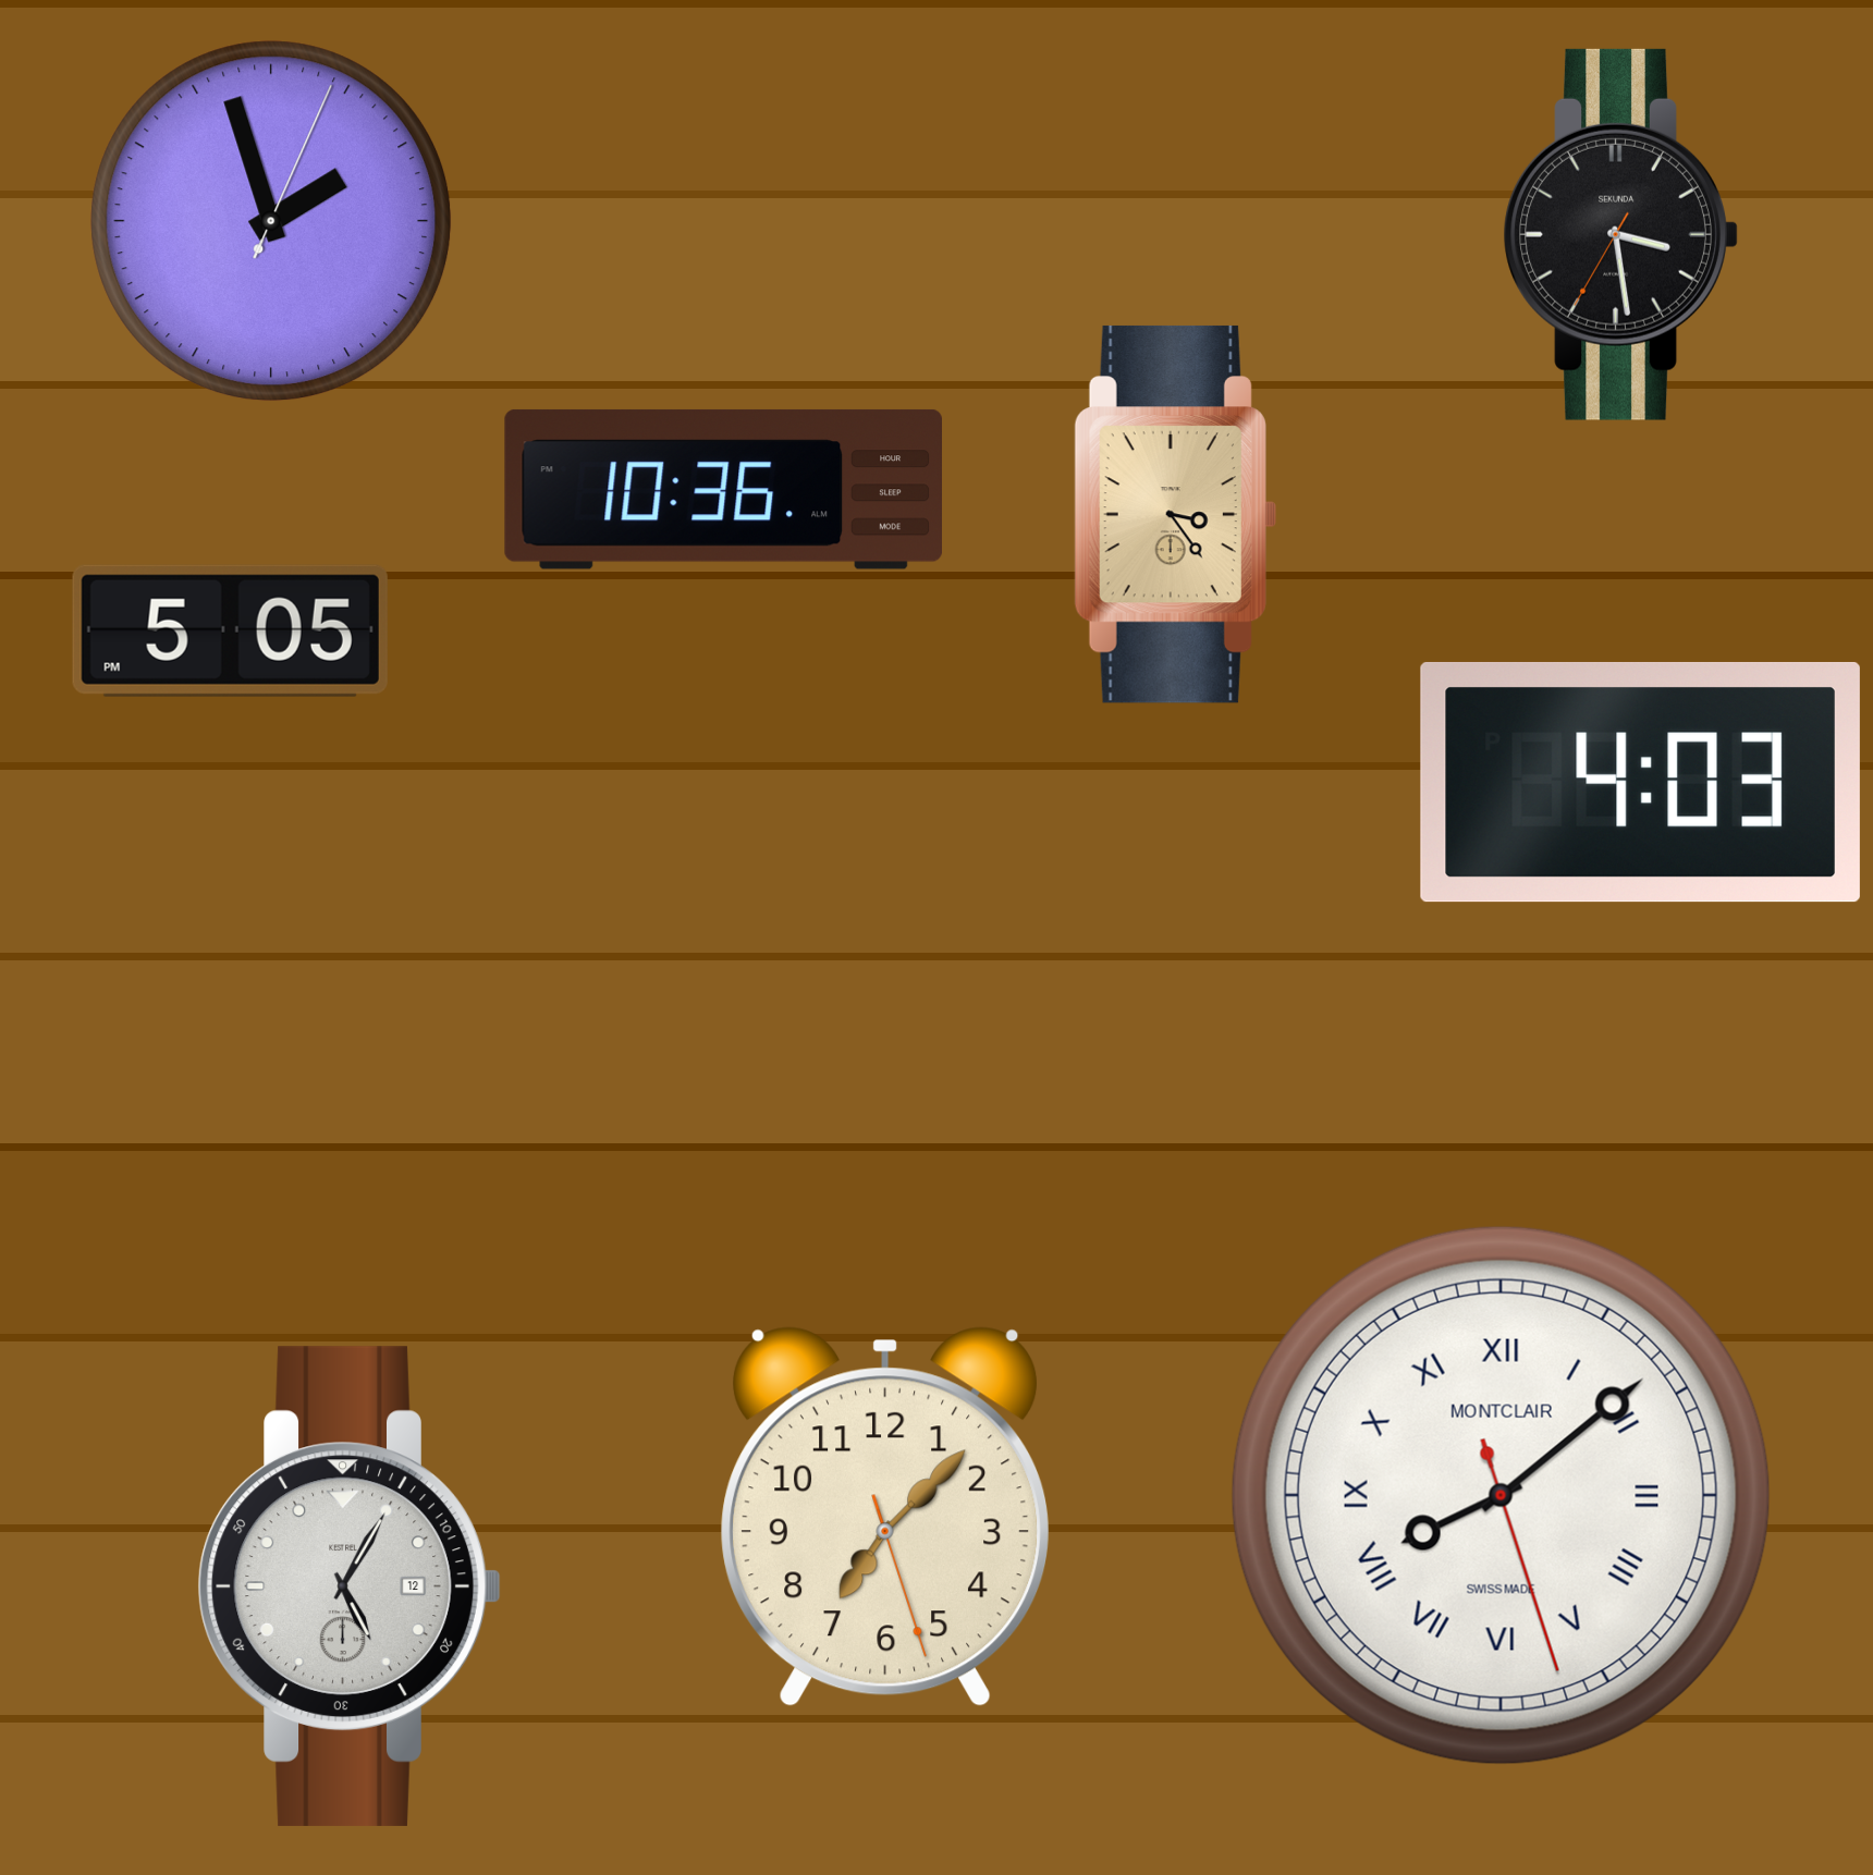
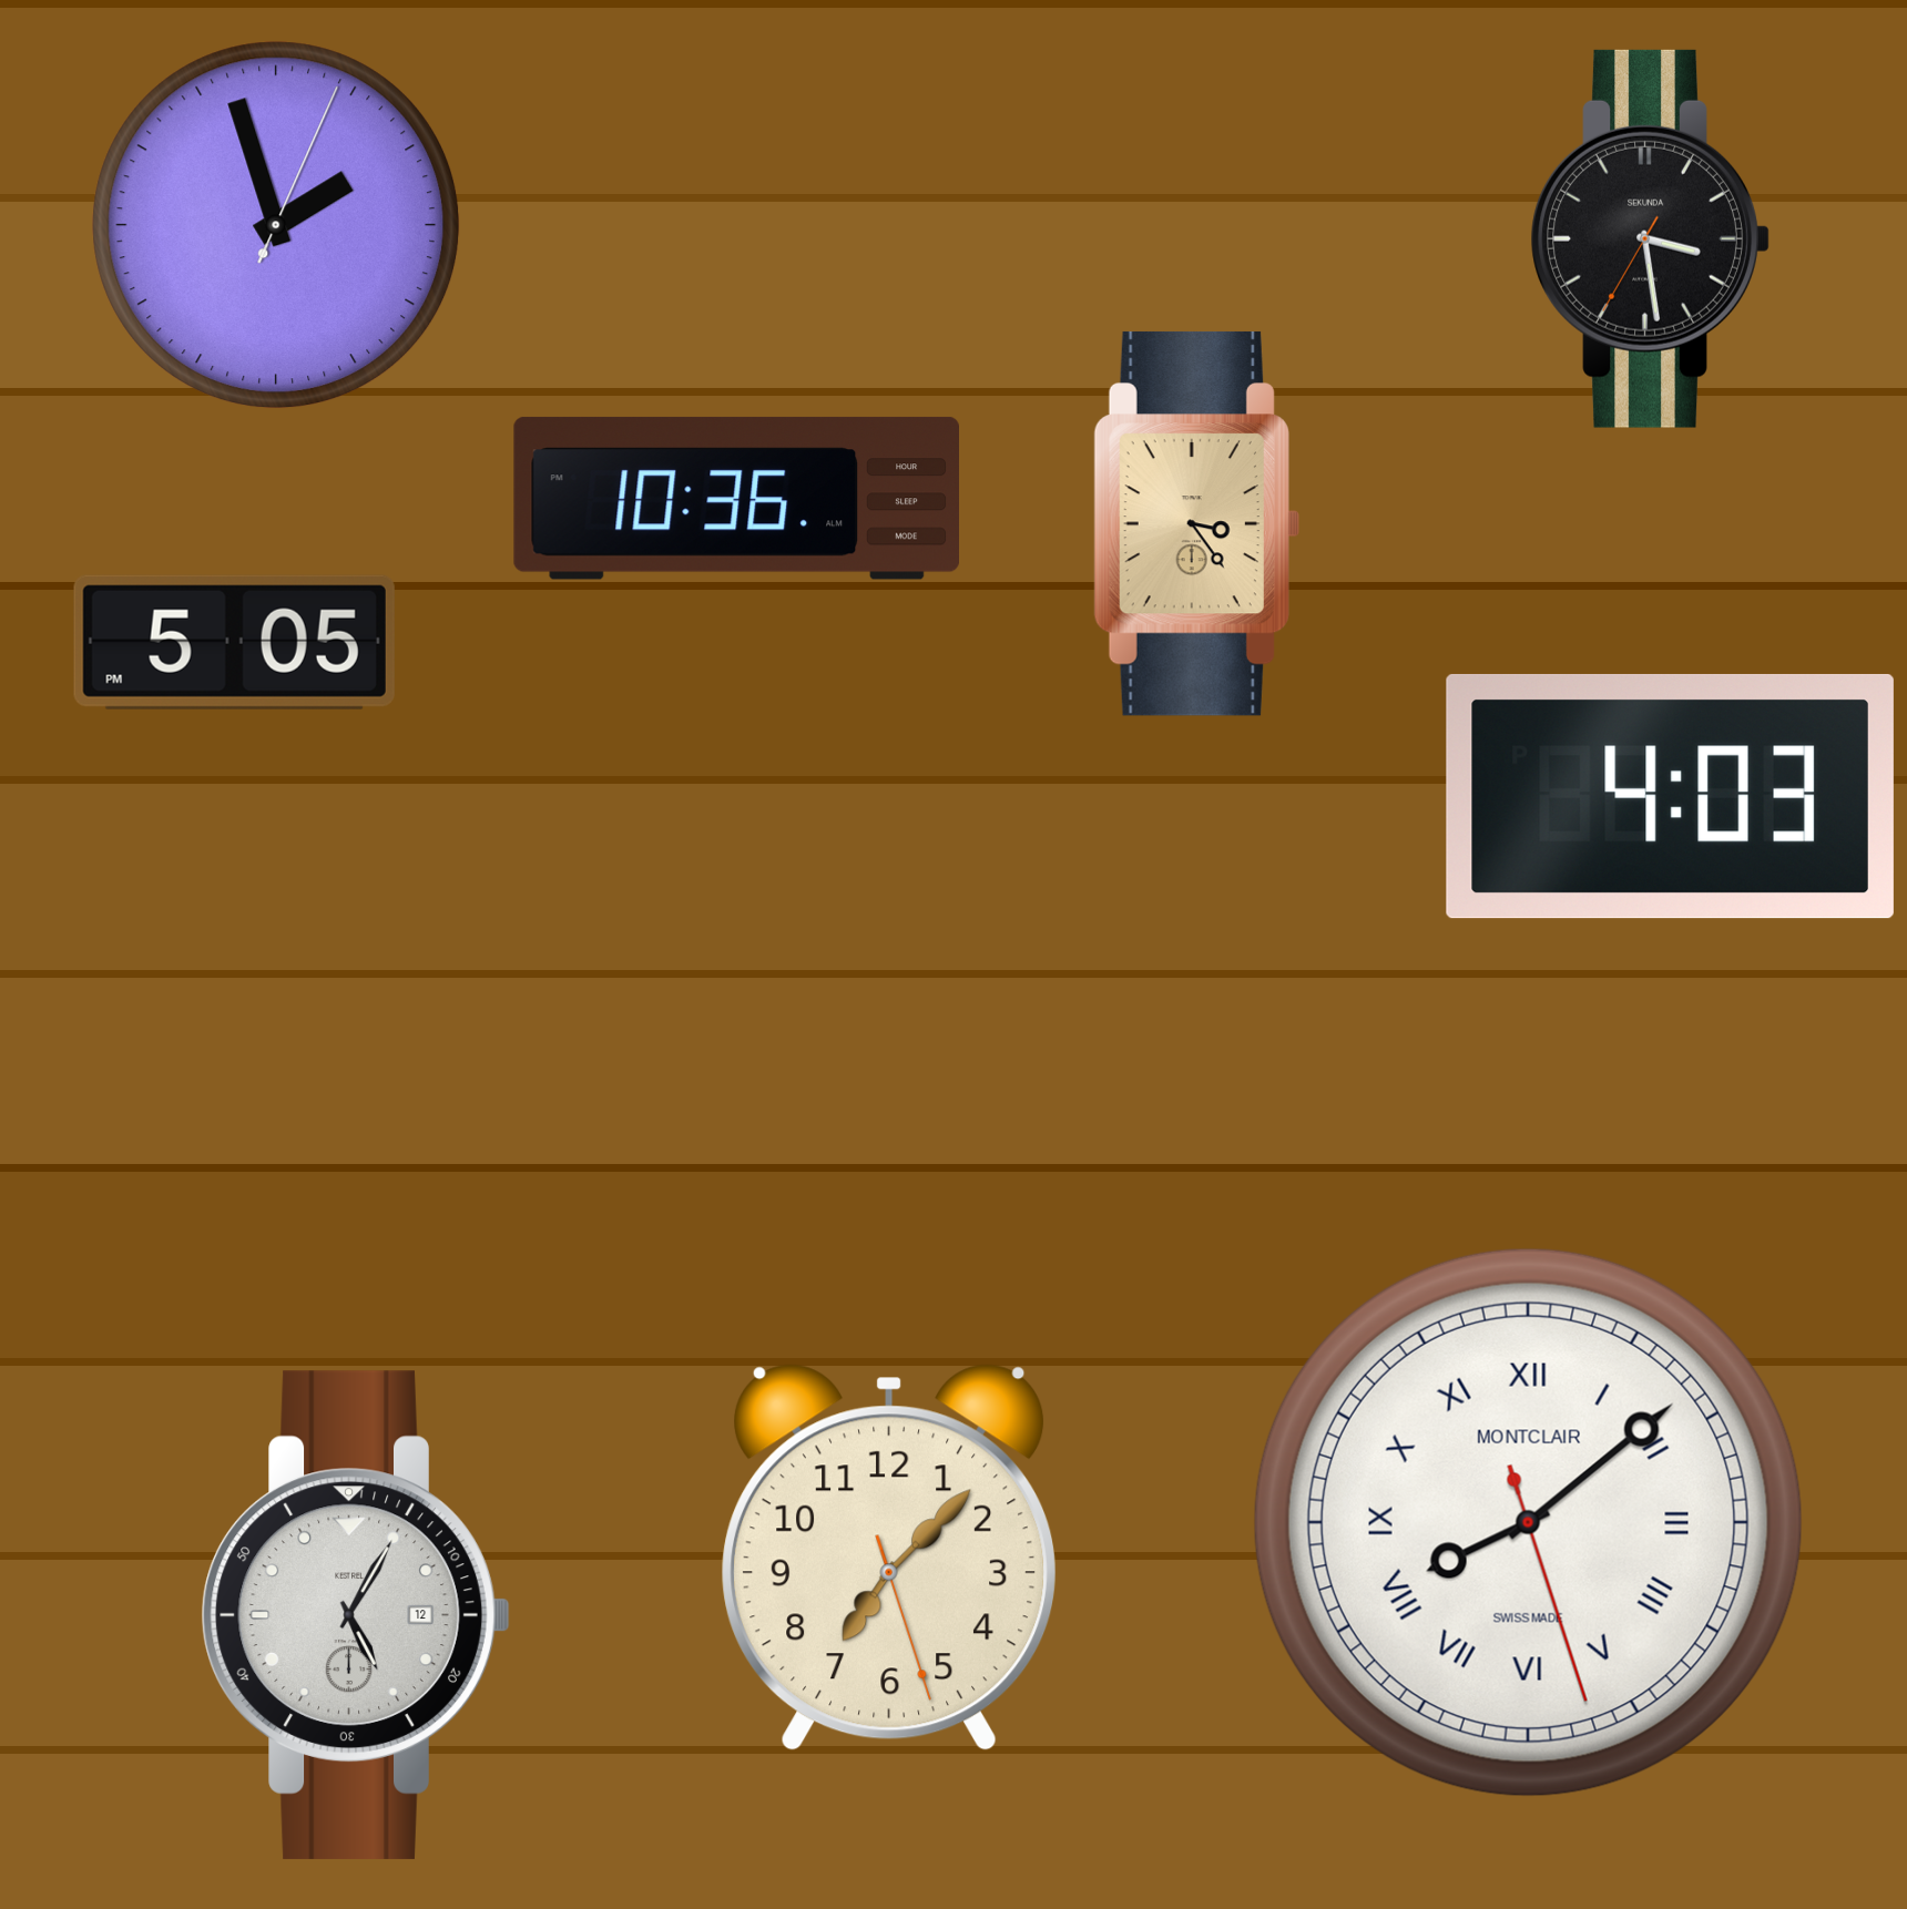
clock at (885, 1517) position: (885, 1517) -> (889, 1558)
